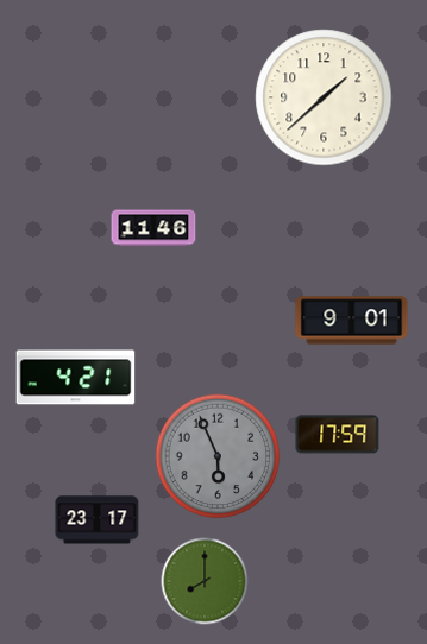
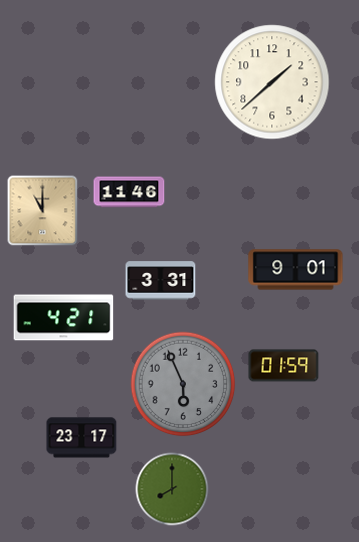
clock at (43, 211): none -> 11:00
clock at (161, 281): none -> 3:31
clock at (338, 435): 17:59 -> 01:59
